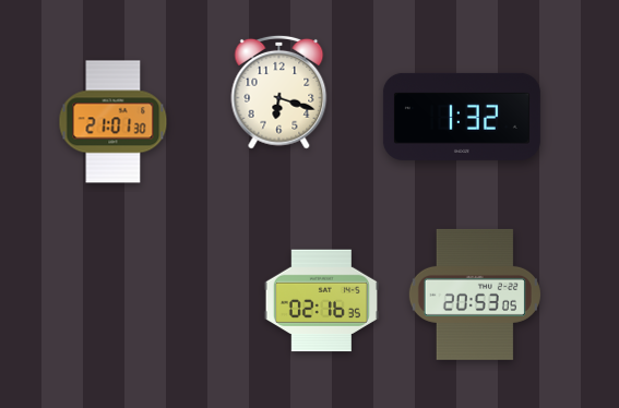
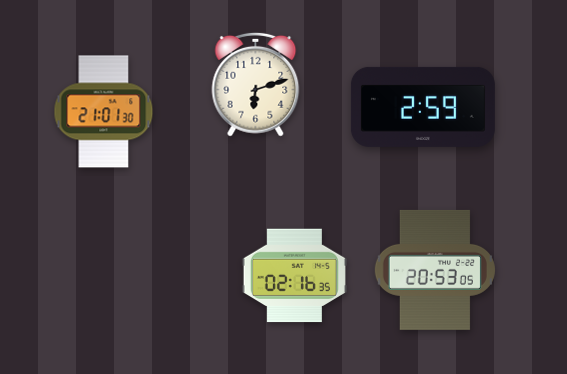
clock at (279, 92): 6:18 -> 6:12
clock at (462, 117): 1:32 -> 2:59
